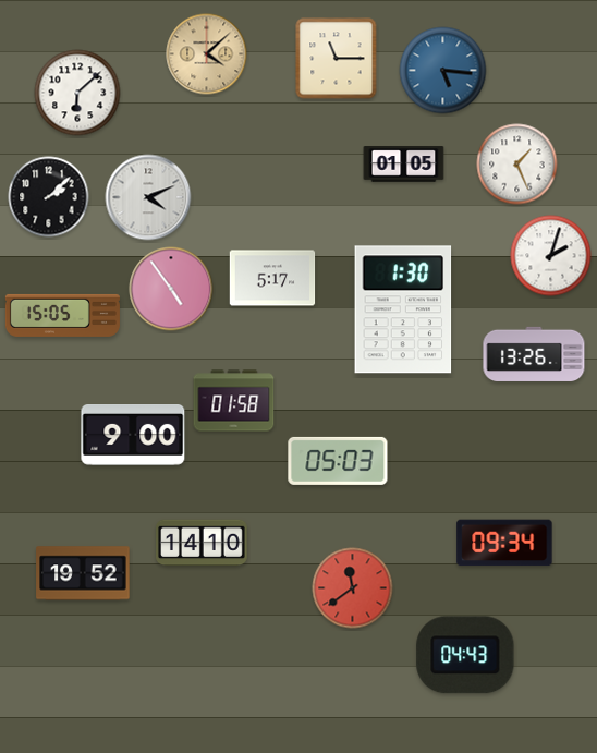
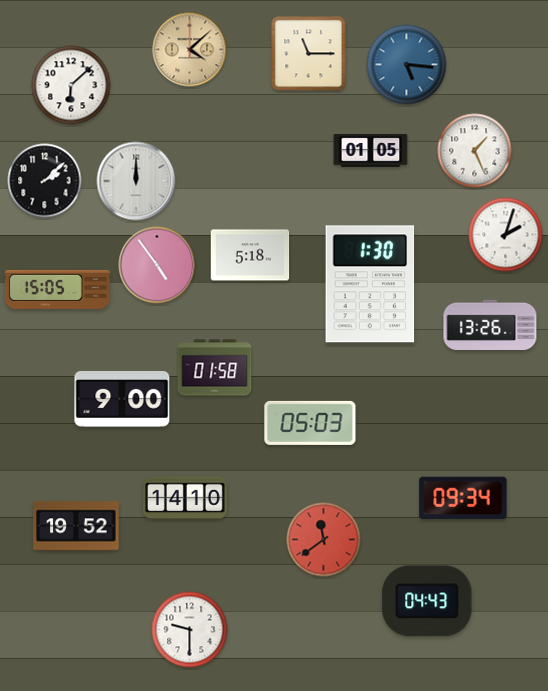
clock at (148, 197): 4:11 -> 12:00
clock at (272, 278): 5:17 -> 5:18
clock at (190, 630): none -> 9:30
